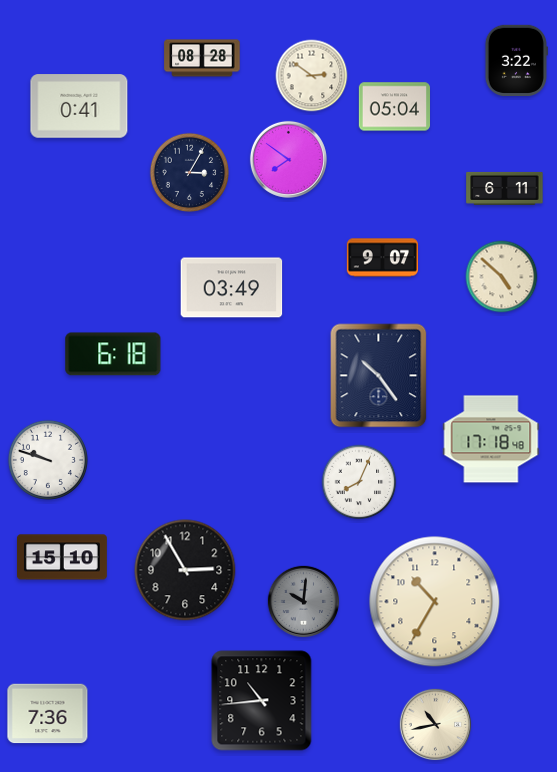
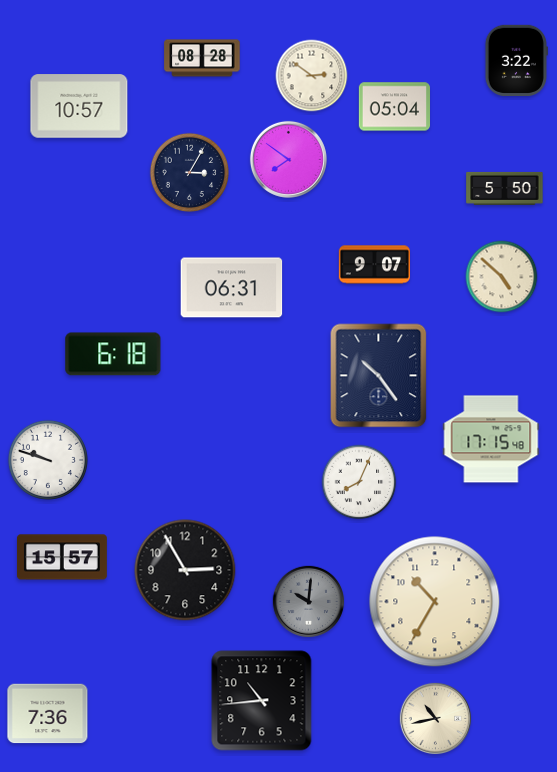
clock at (79, 106): 0:41 -> 10:57
clock at (505, 188): 6:11 -> 5:50
clock at (382, 258) position: (382, 258) -> (374, 265)
clock at (232, 288): 03:49 -> 06:31
clock at (491, 439): 17:18 -> 17:15
clock at (62, 557): 15:10 -> 15:57
clock at (304, 602) position: (304, 602) -> (309, 602)
clock at (436, 725) position: (436, 725) -> (436, 719)
